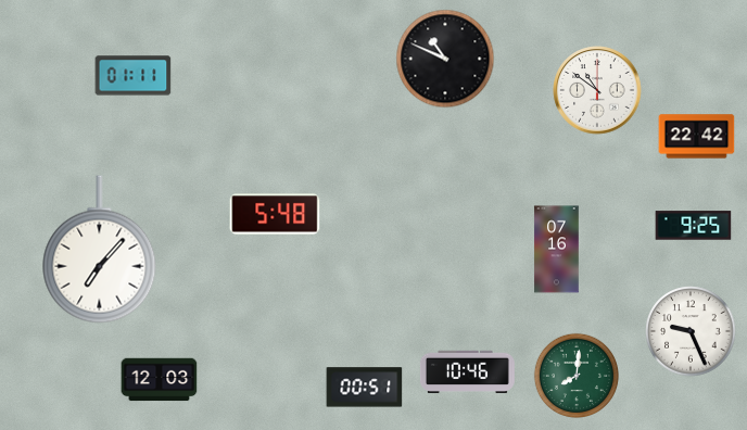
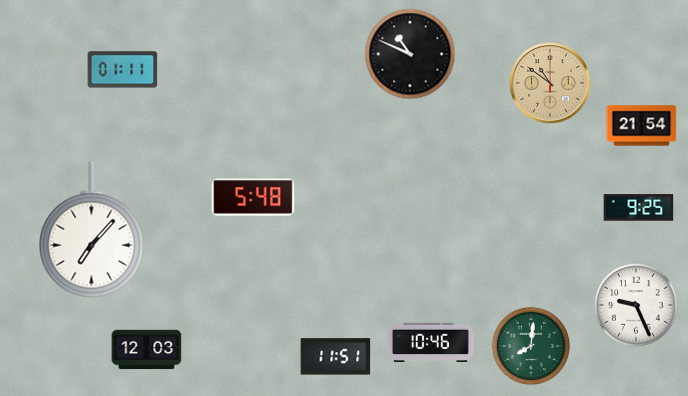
clock at (597, 90) dial: white -> champagne
clock at (697, 137): 22:42 -> 21:54
clock at (557, 250): 07:16 -> none
clock at (365, 388): 00:51 -> 11:51
